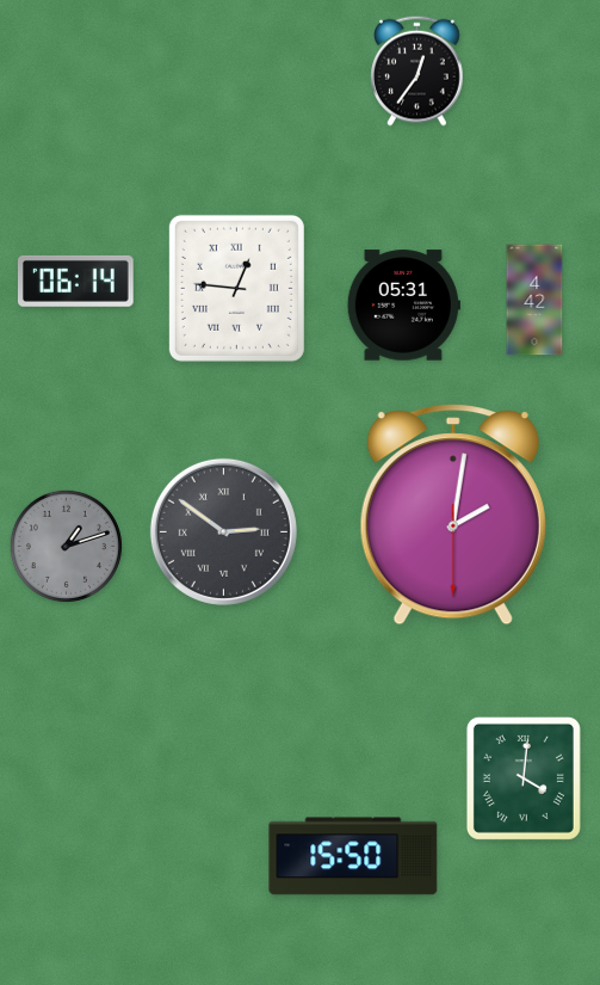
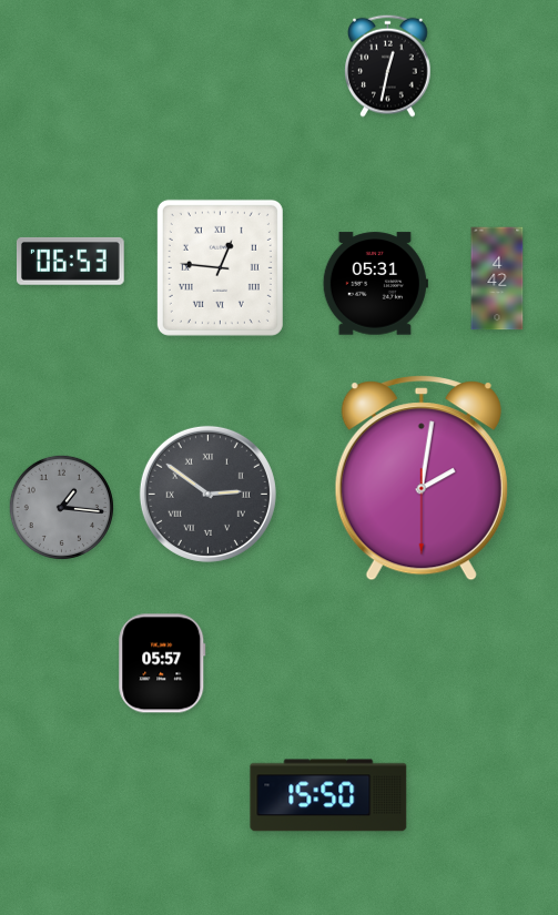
clock at (417, 70): 12:36 -> 12:32
clock at (75, 281): 06:14 -> 06:53
clock at (66, 546): 1:12 -> 1:16
clock at (162, 663): none -> 05:57
clock at (524, 778): 4:01 -> none
